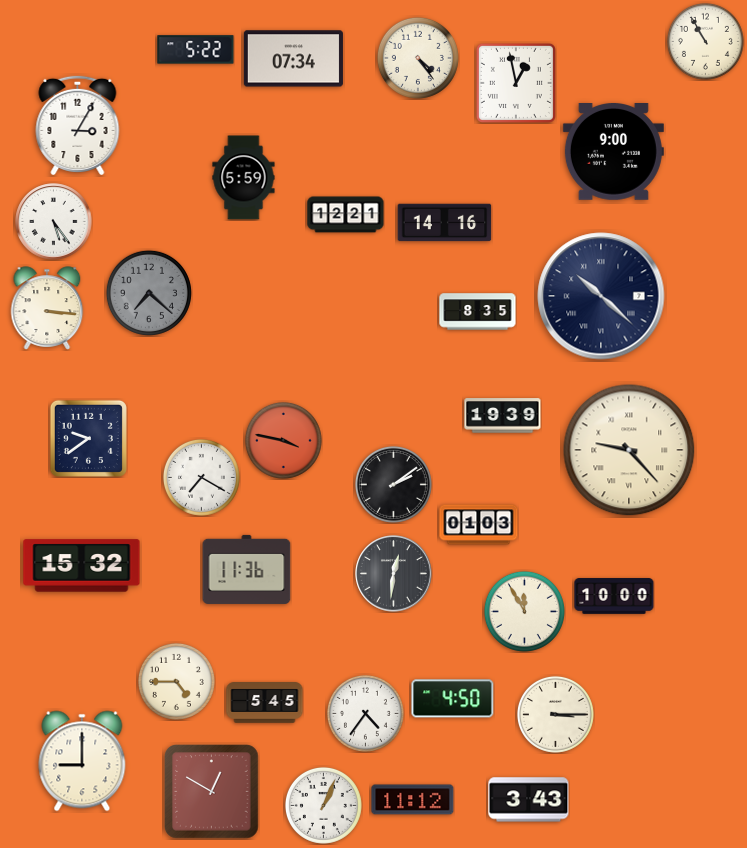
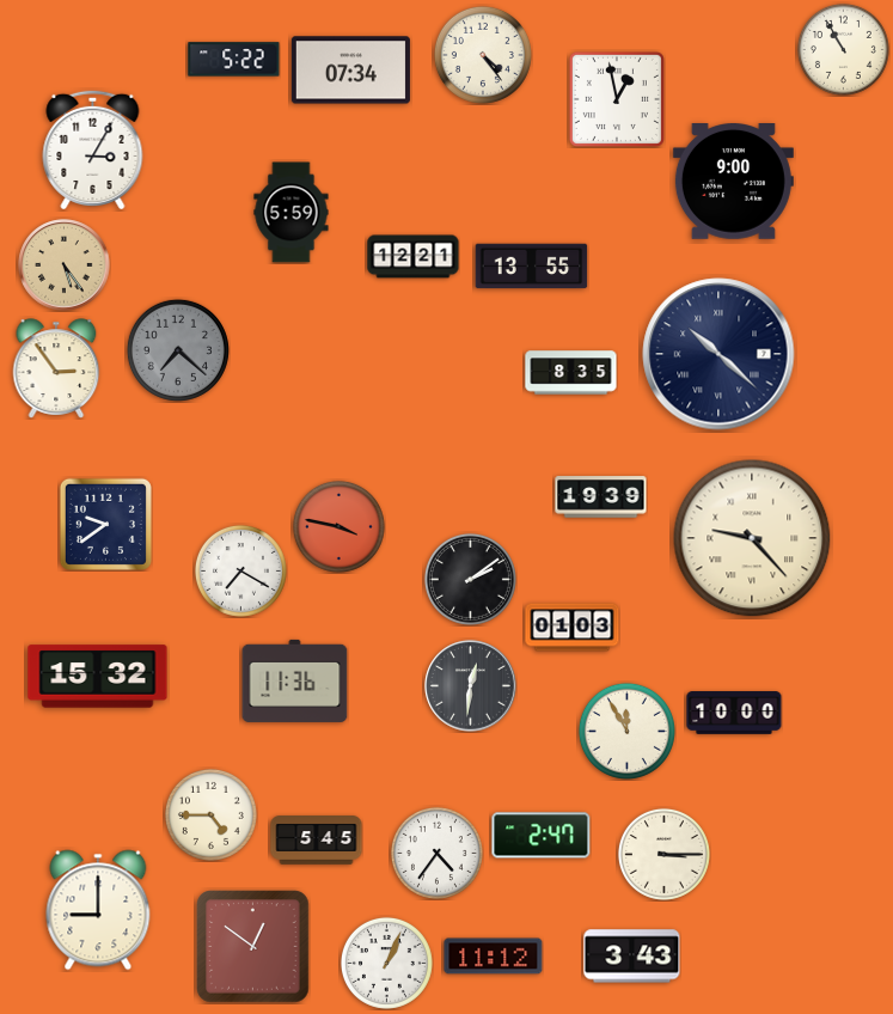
clock at (418, 58) position: (418, 58) -> (483, 55)
clock at (54, 222) dial: white -> champagne
clock at (445, 223): 14:16 -> 13:55
clock at (47, 308): 3:16 -> 2:54
clock at (453, 699): 4:50 -> 2:47
clock at (212, 792): 12:50 -> 12:51
